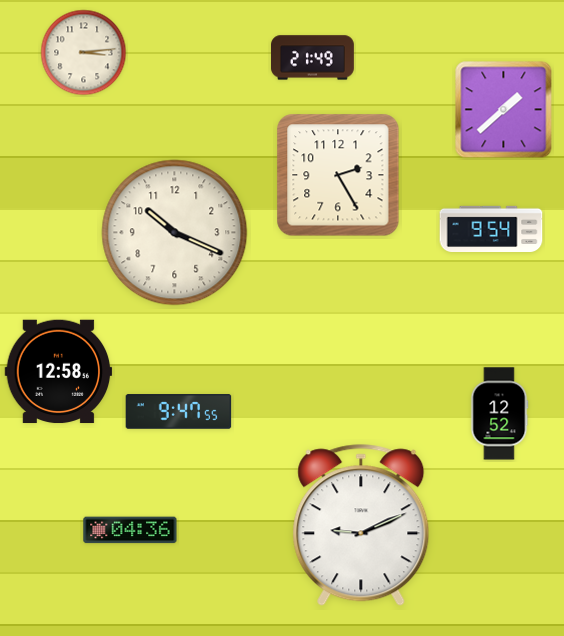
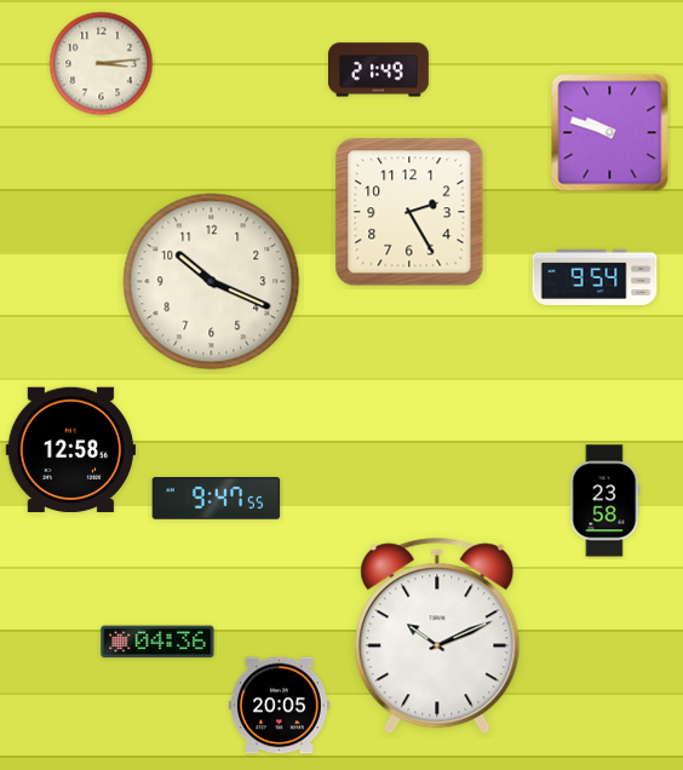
clock at (504, 110): 1:38 -> 9:48
clock at (499, 414): 12:52 -> 23:58
clock at (361, 525): 9:11 -> 10:11
clock at (279, 706): none -> 20:05
